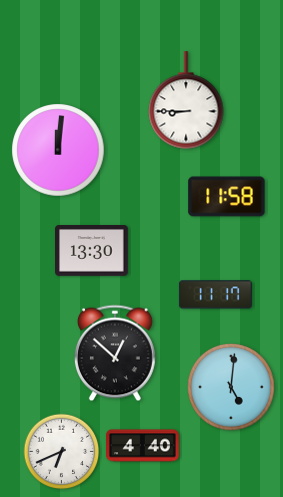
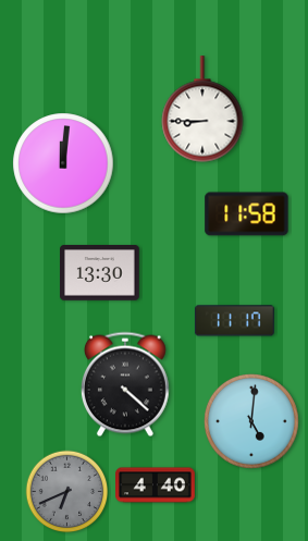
clock at (115, 353): 12:52 -> 4:22
clock at (62, 452) dial: white -> grey
